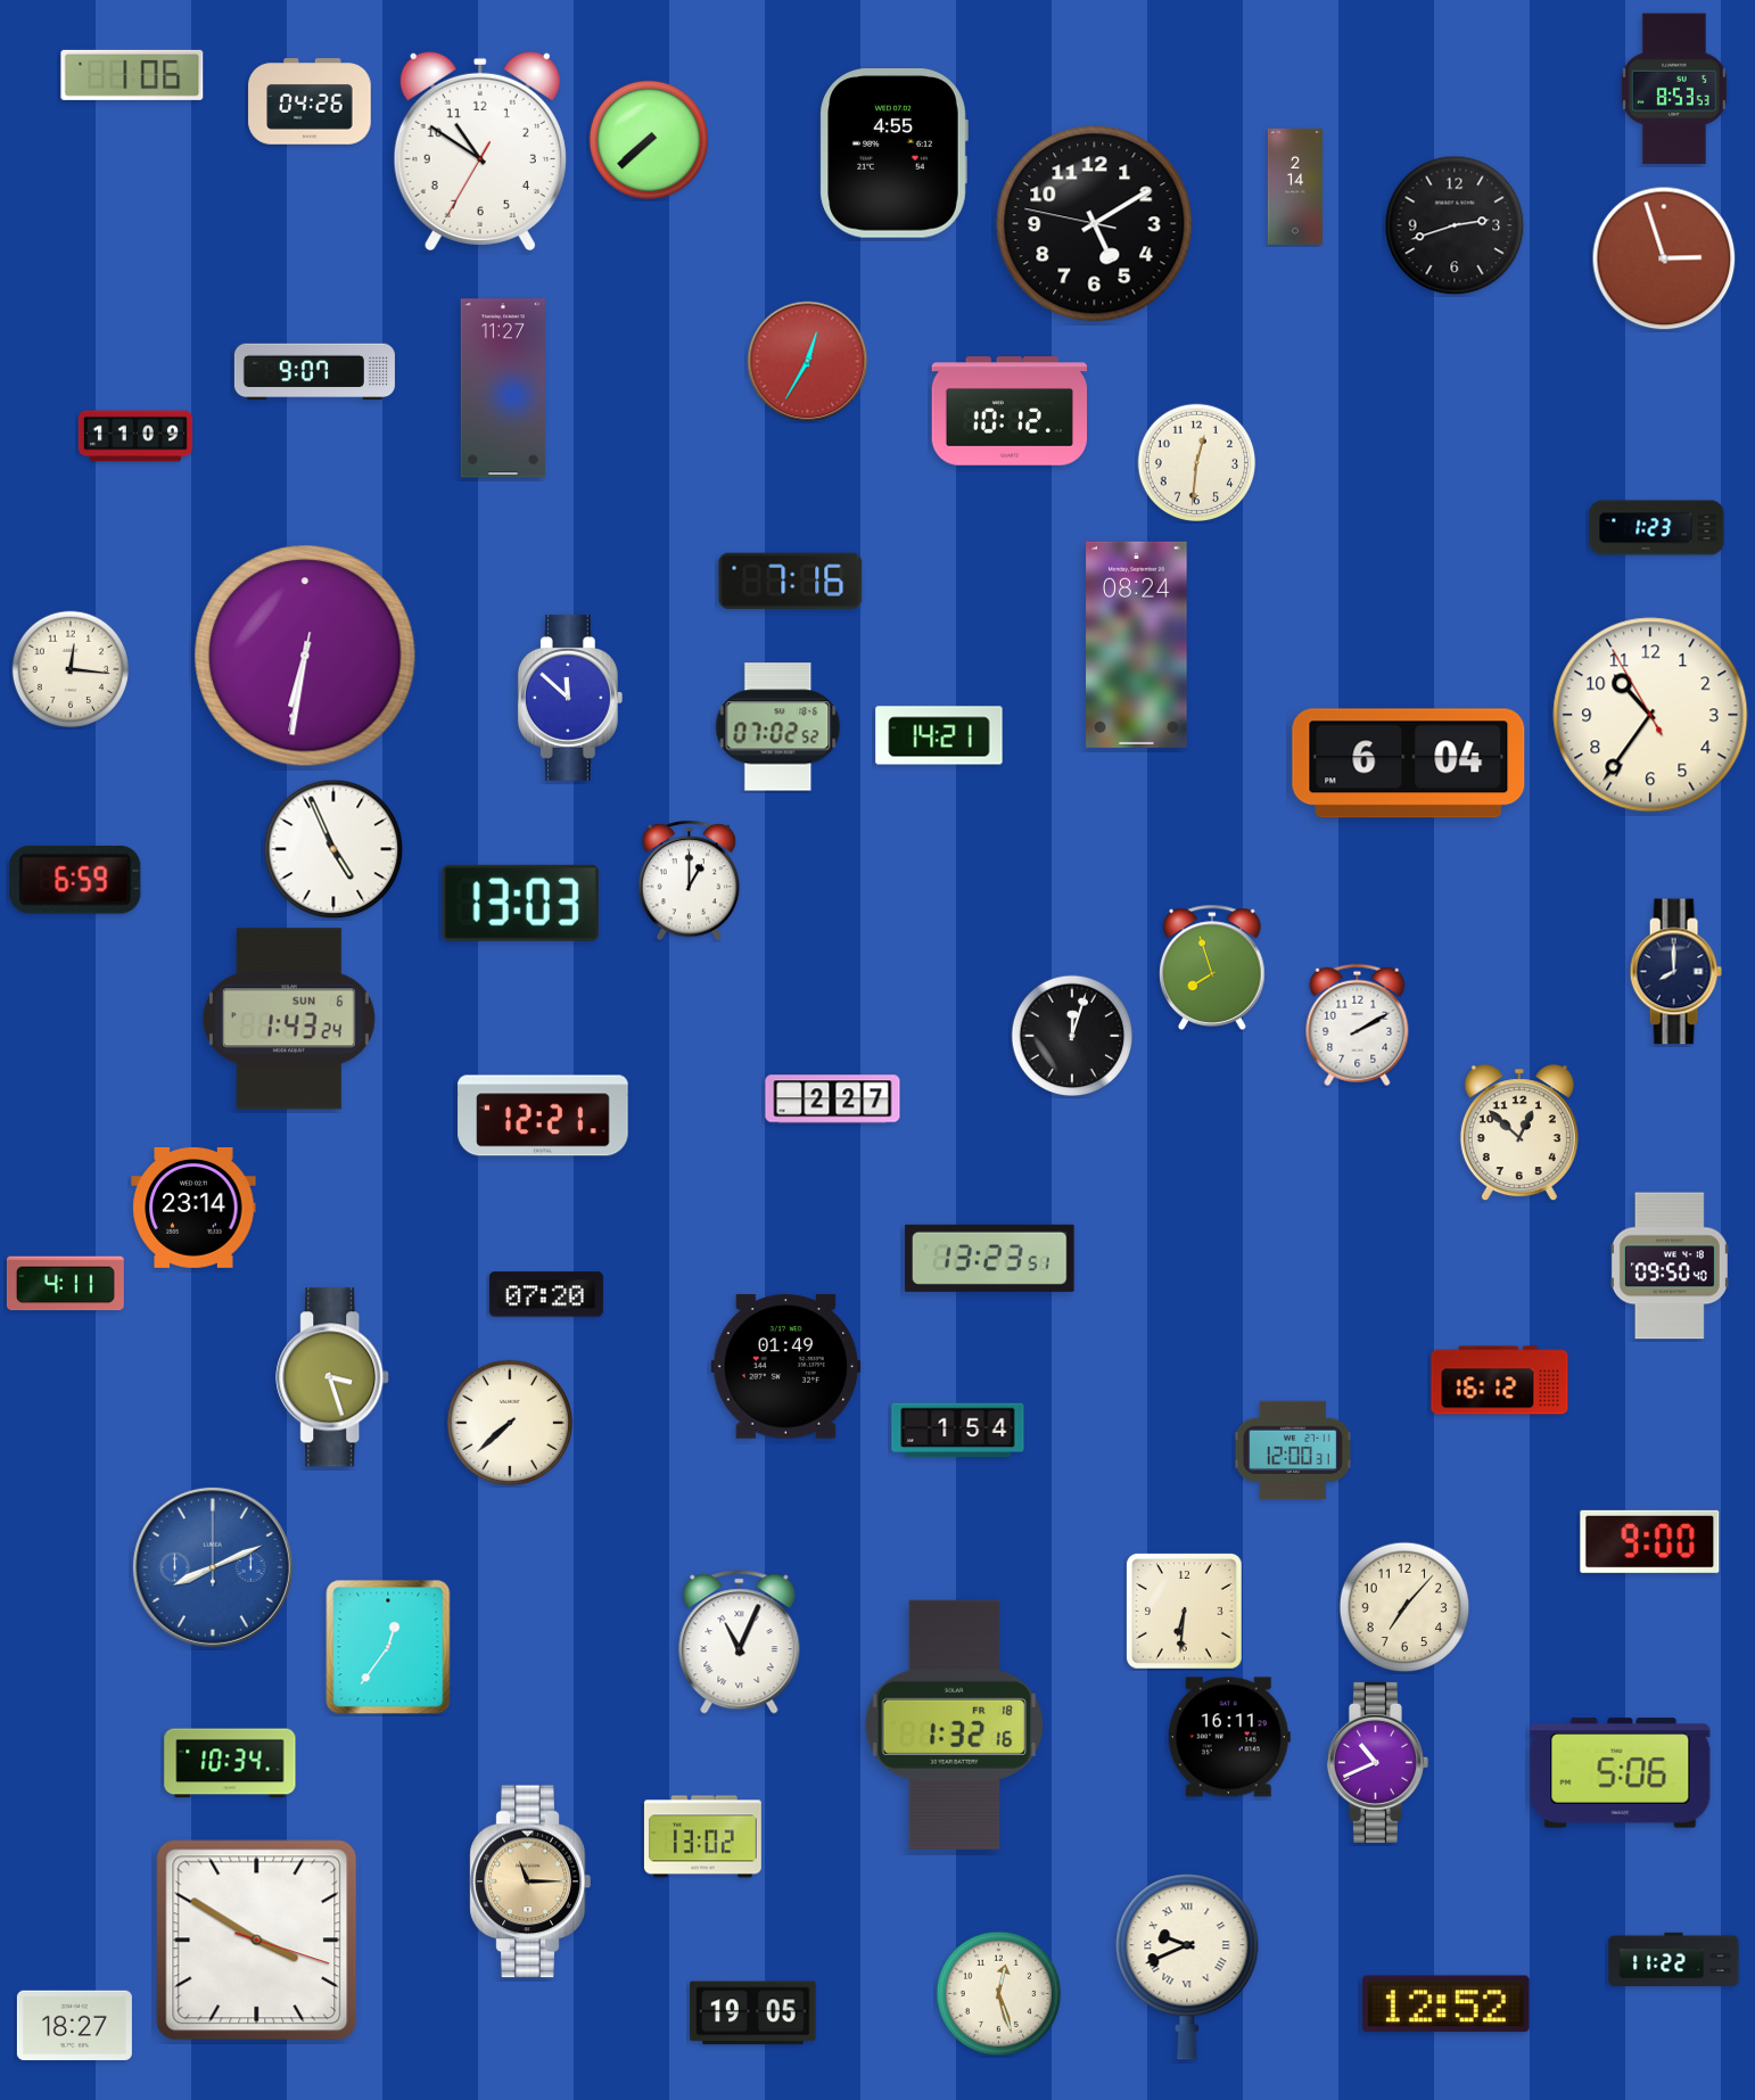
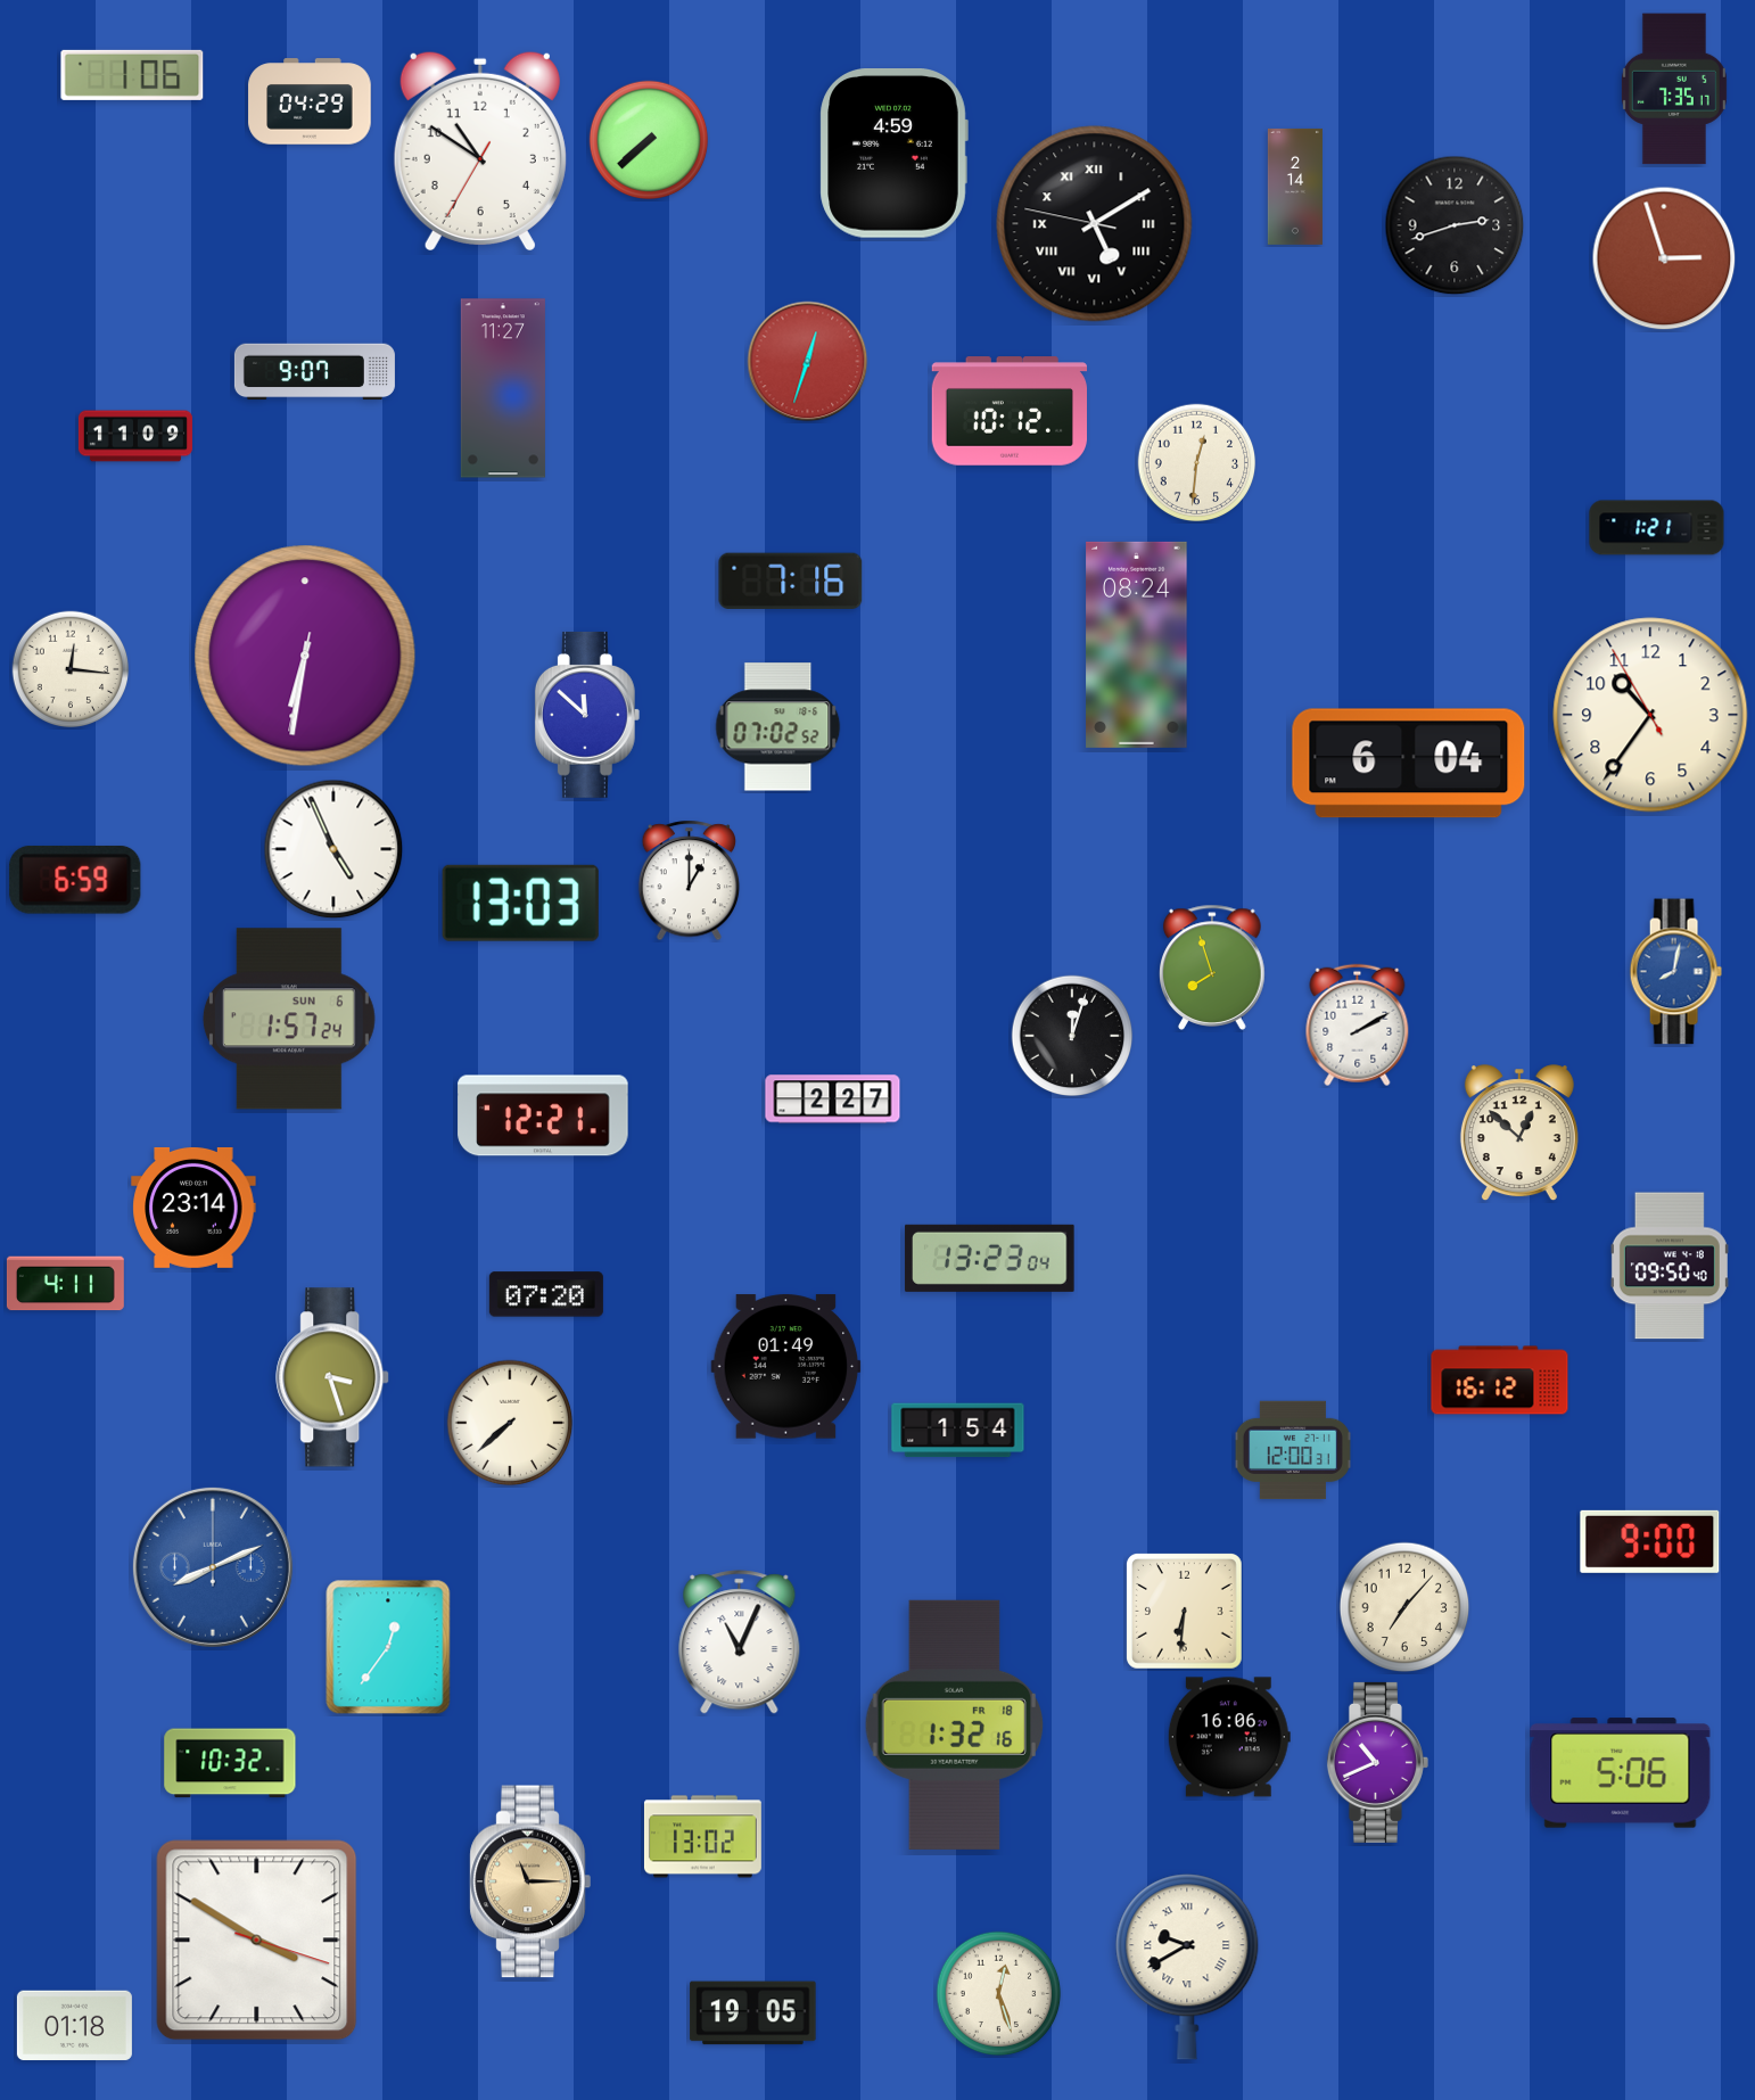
clock at (1674, 89): 8:53 -> 7:35
clock at (310, 101): 04:26 -> 04:29
clock at (893, 154): 4:55 -> 4:59
clock at (1095, 224) numerals: Arabic -> Roman
clock at (808, 362): 12:35 -> 12:33
clock at (1657, 528): 1:23 -> 1:21
clock at (570, 698) position: (570, 698) -> (587, 715)
clock at (939, 735): 14:21 -> none
clock at (1675, 972): 8:00 -> 8:02
clock at (1675, 972) dial: navy -> blue
clock at (289, 1019): 1:43 -> 1:57
clock at (990, 1258): 13:23:51 -> 13:23:04
clock at (1229, 1737): 16:11 -> 16:06
clock at (230, 1763): 10:34 -> 10:32
clock at (1674, 1959): 11:22 -> none
clock at (1187, 1967): 9:41 -> 9:40
clock at (1445, 2004): 12:52 -> none
clock at (74, 2026): 18:27 -> 01:18
